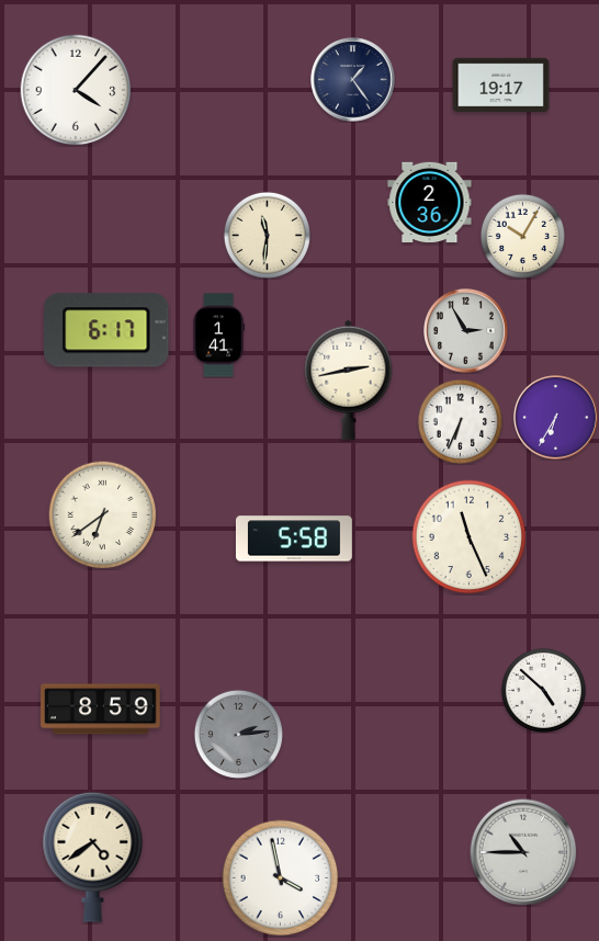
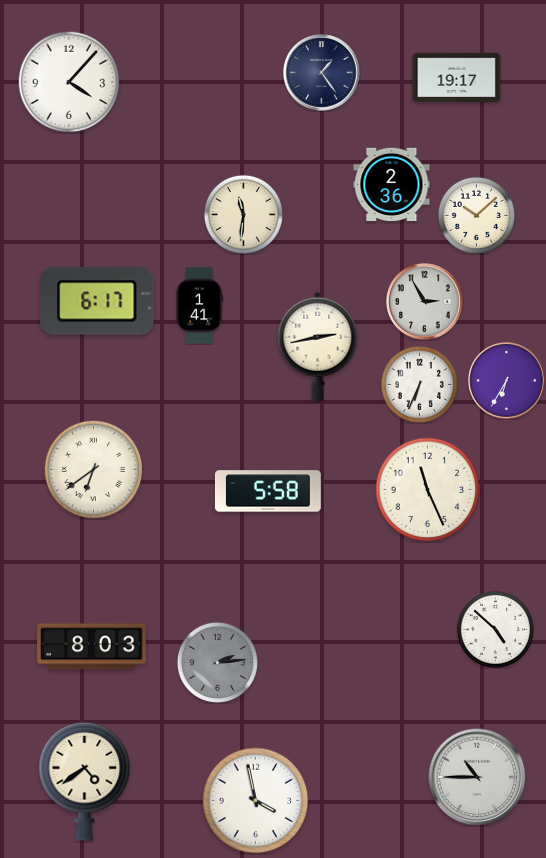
clock at (522, 236): 10:05 -> 10:08
clock at (101, 710): 8:59 -> 8:03
clock at (238, 734) position: (238, 734) -> (217, 662)
